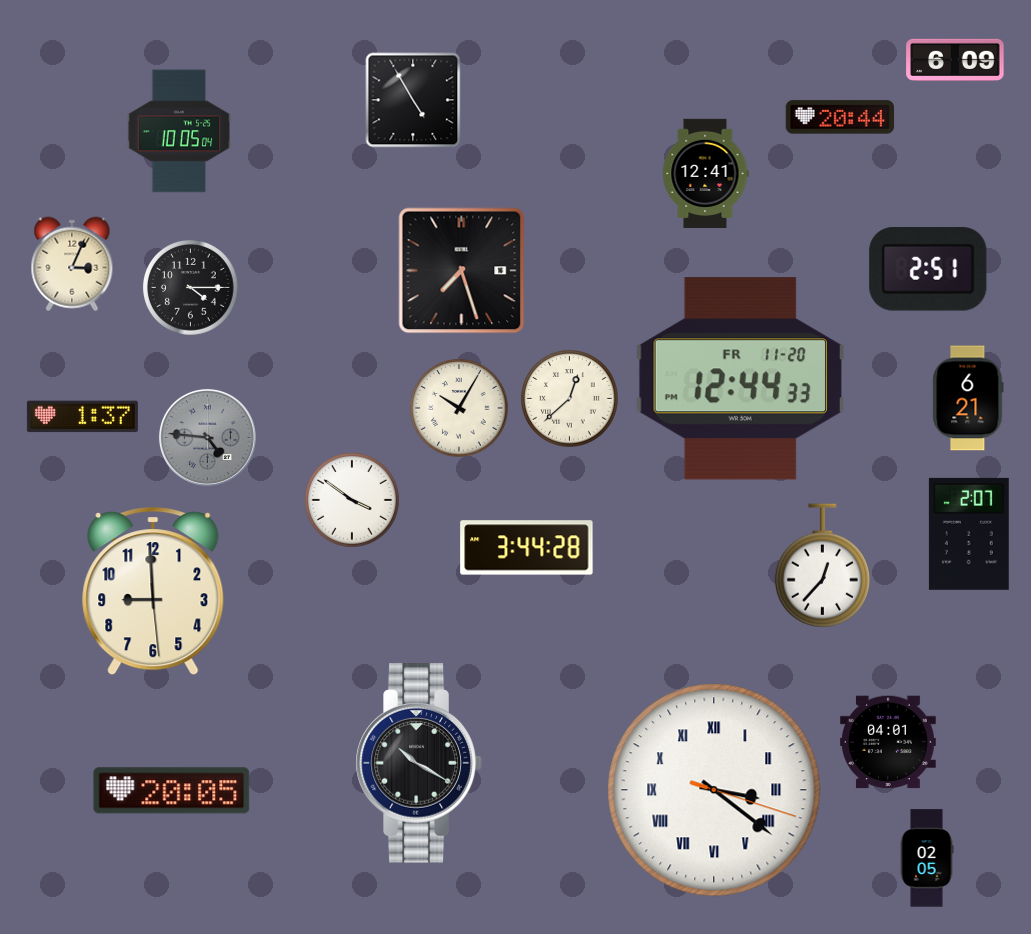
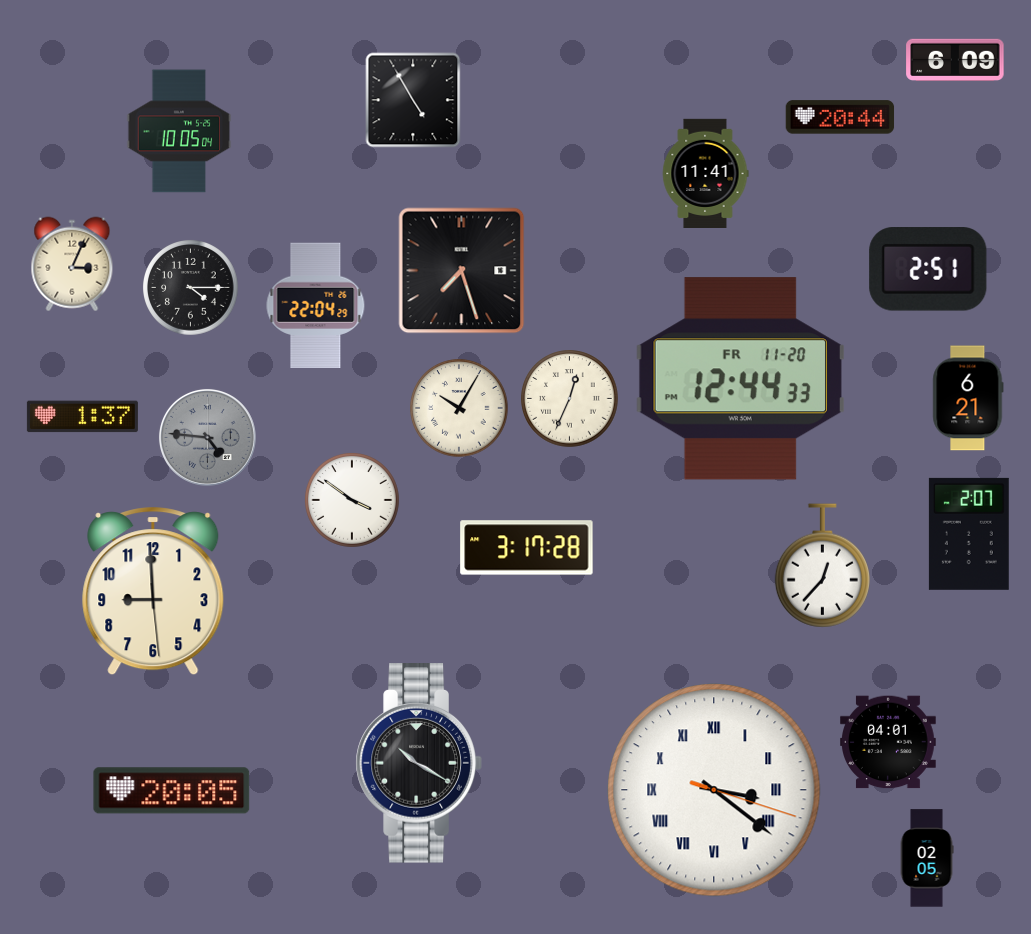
clock at (705, 173): 12:41 -> 11:41
clock at (316, 305): none -> 22:04
clock at (570, 399): 12:38 -> 12:34
clock at (527, 548): 3:44 -> 3:17
